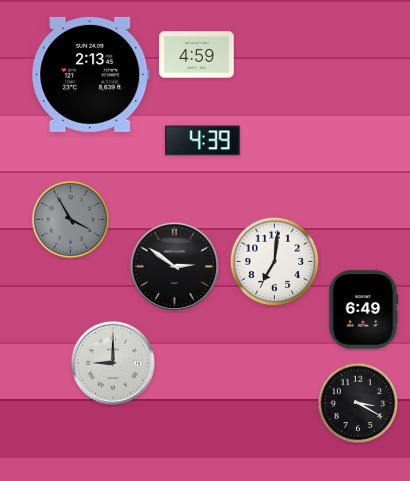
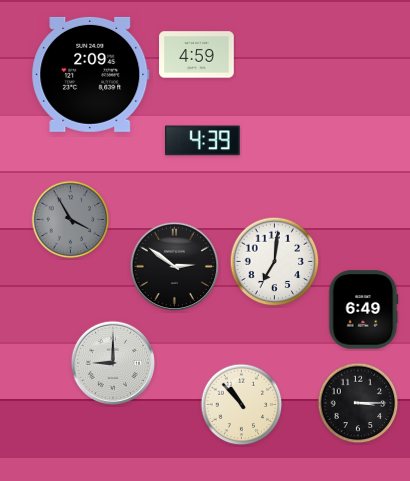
clock at (91, 74): 2:13 -> 2:09
clock at (358, 403): 3:20 -> 3:15
clock at (242, 405): none -> 10:53
